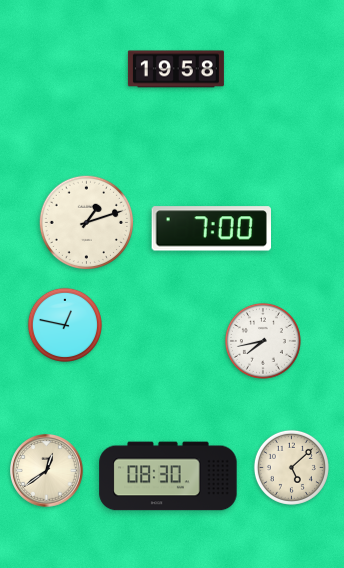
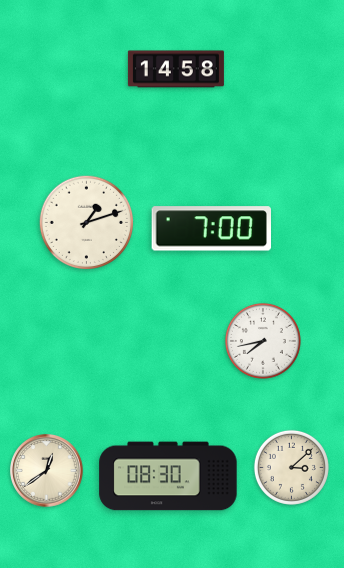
clock at (176, 69): 19:58 -> 14:58
clock at (65, 325): 12:47 -> none
clock at (291, 467): 5:08 -> 3:08
